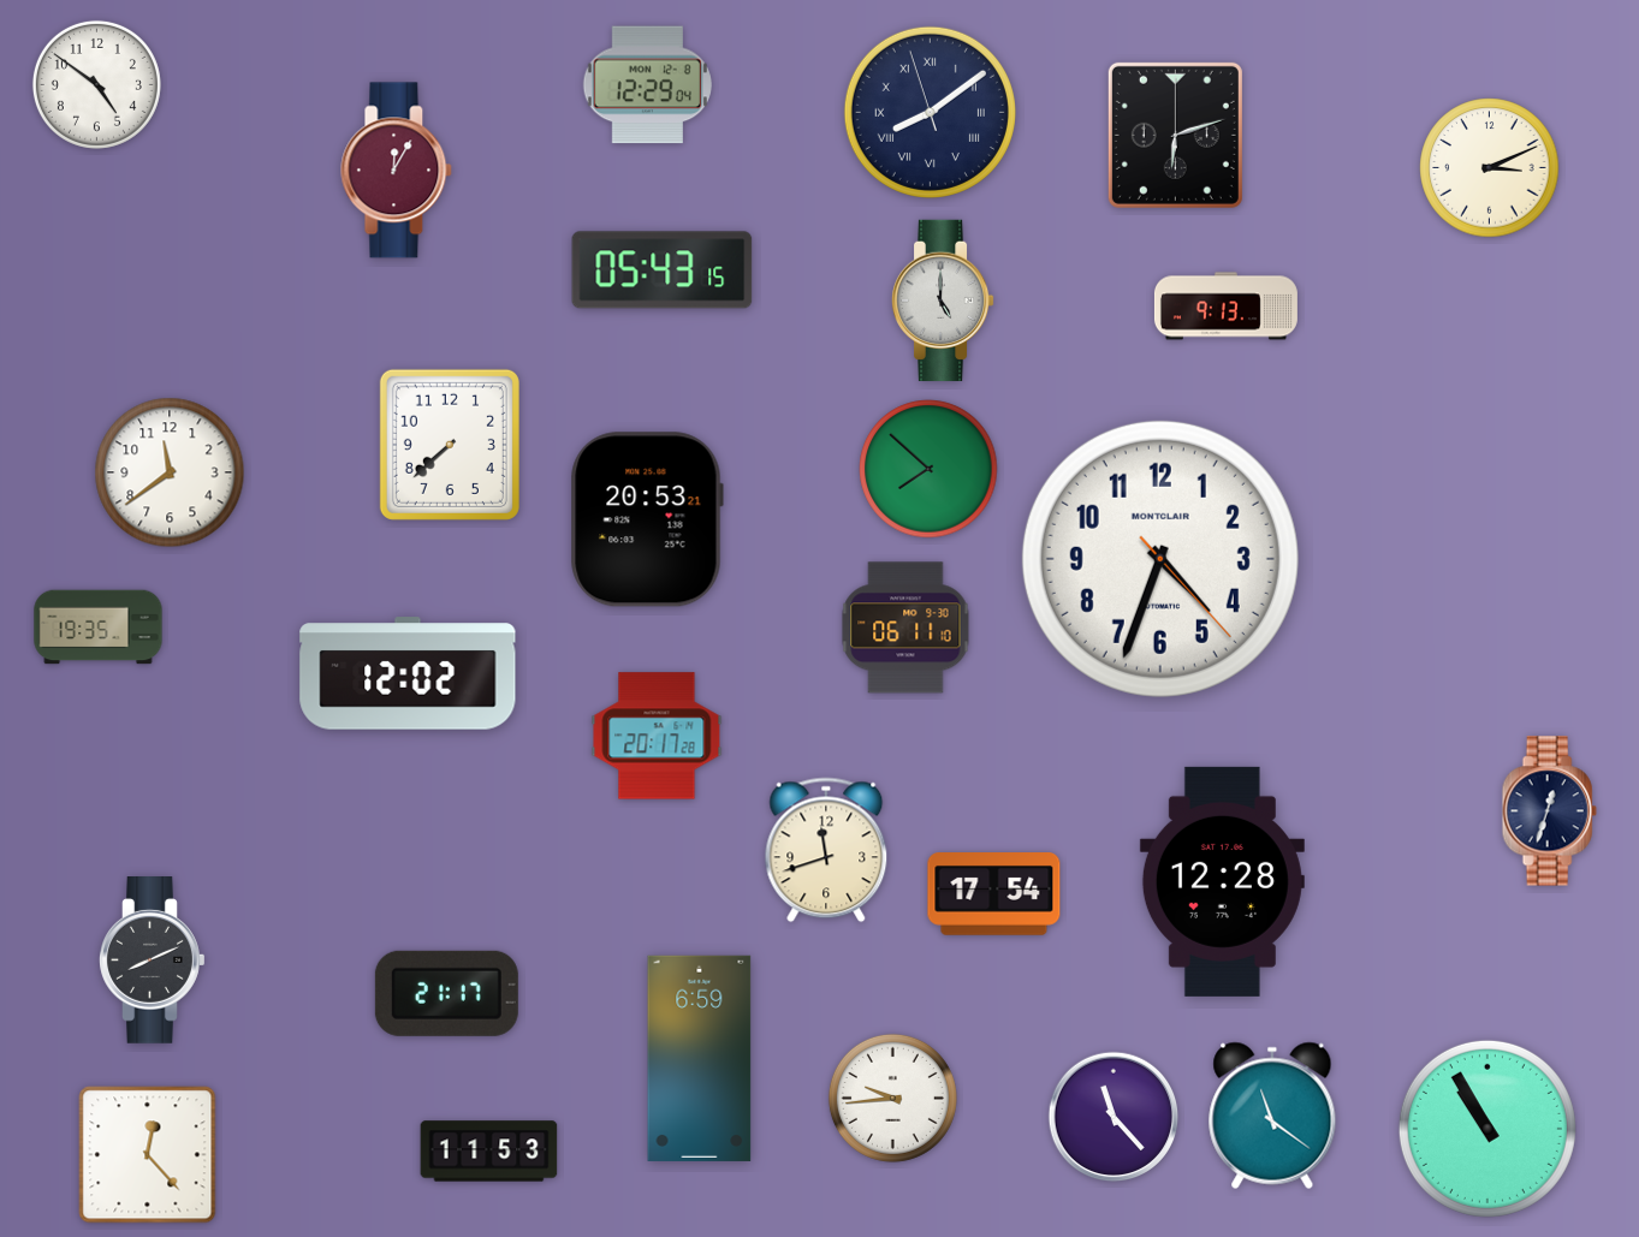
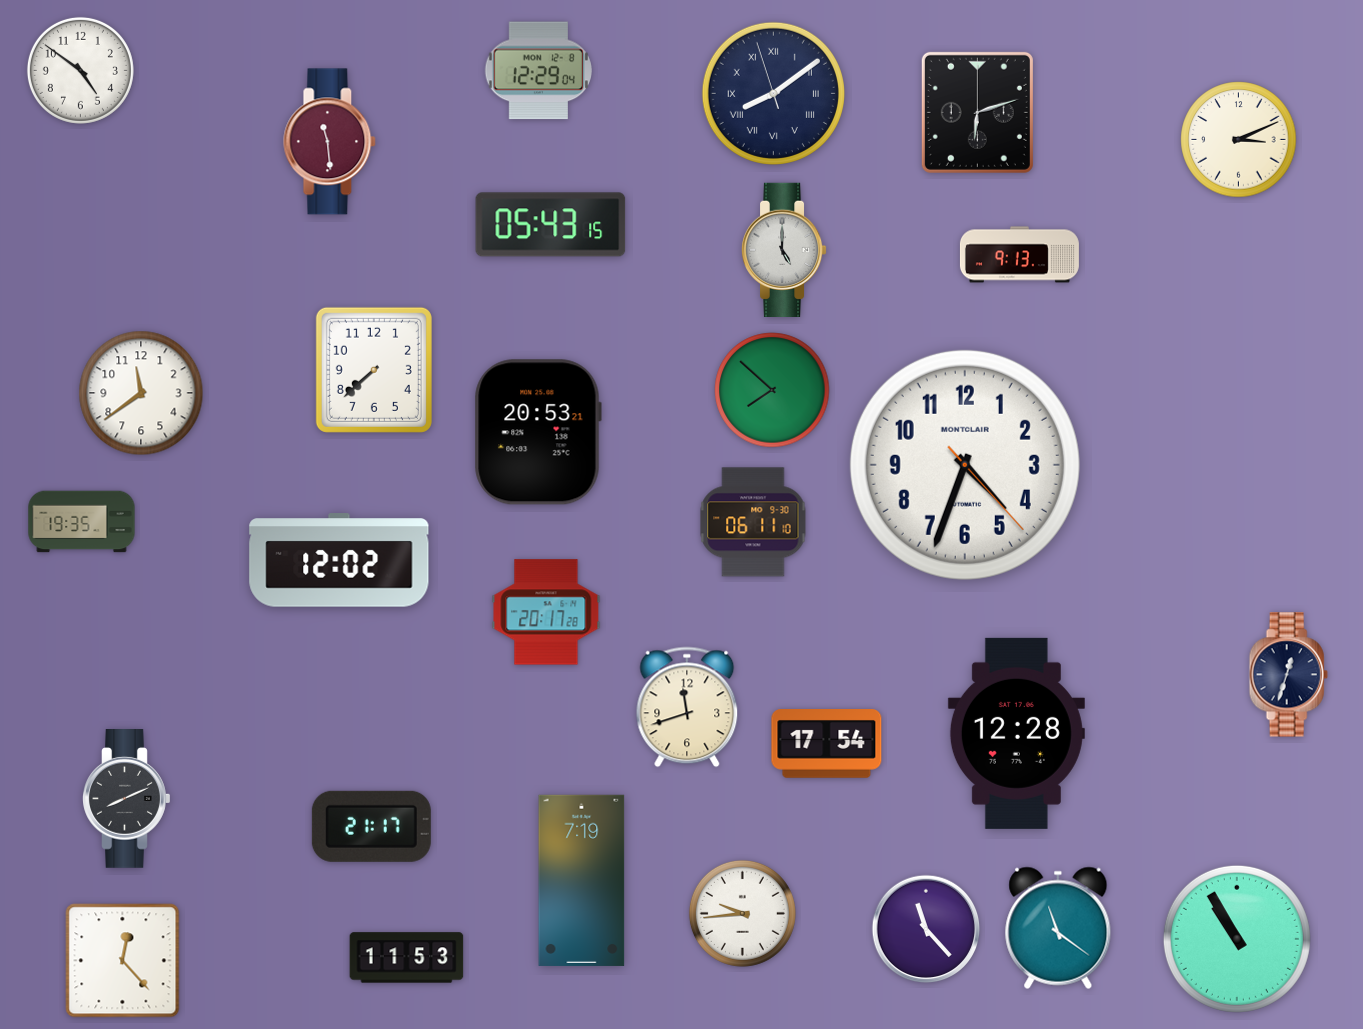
clock at (397, 171): 12:05 -> 11:29
clock at (700, 1058): 6:59 -> 7:19
